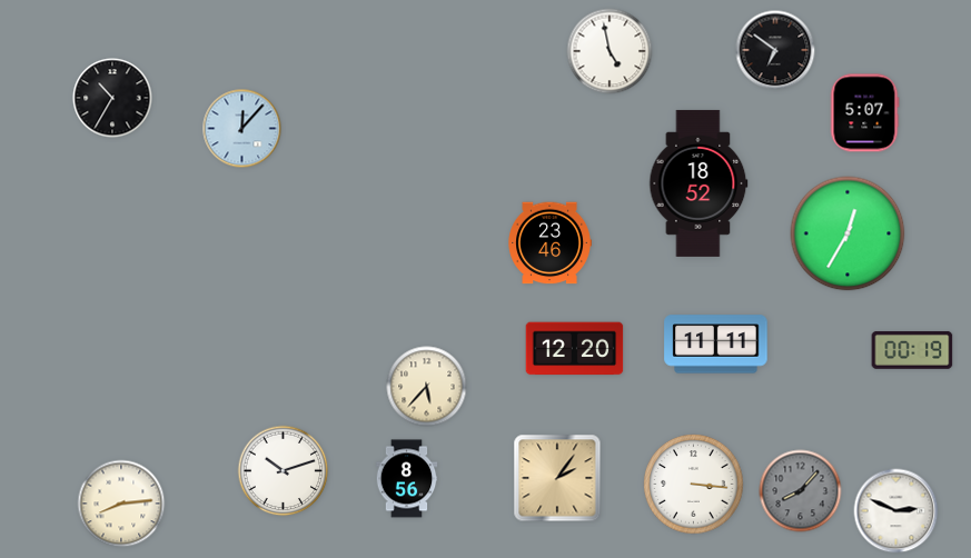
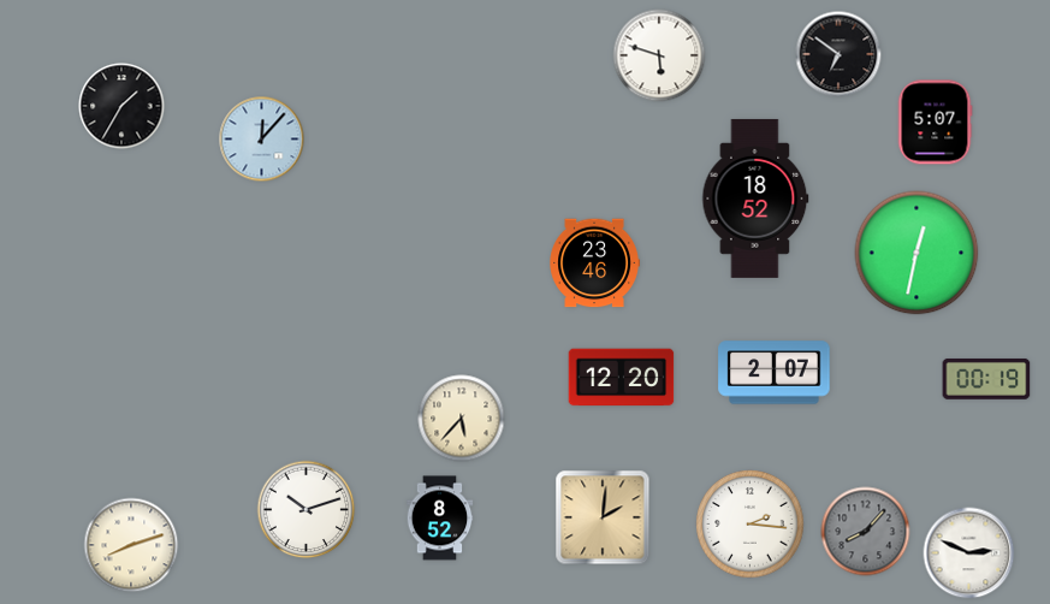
clock at (610, 51): 4:58 -> 5:48
clock at (112, 98): 10:35 -> 1:35
clock at (848, 233): 12:35 -> 12:32
clock at (716, 345): 11:11 -> 2:07
clock at (557, 478): 2:06 -> 2:01
clock at (407, 479): 8:56 -> 8:52
clock at (694, 485): 3:16 -> 2:16
clock at (121, 504): 8:14 -> 8:12
